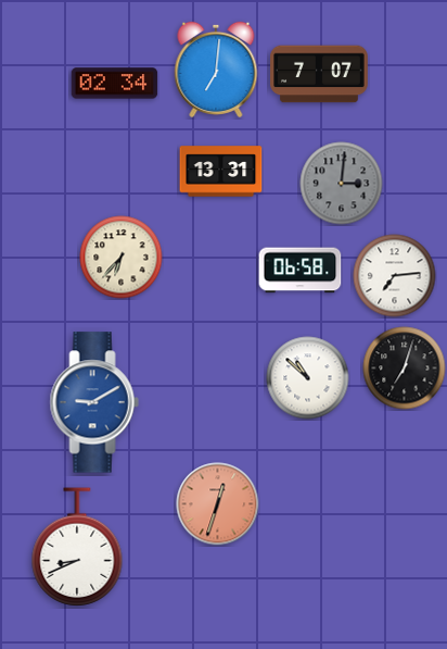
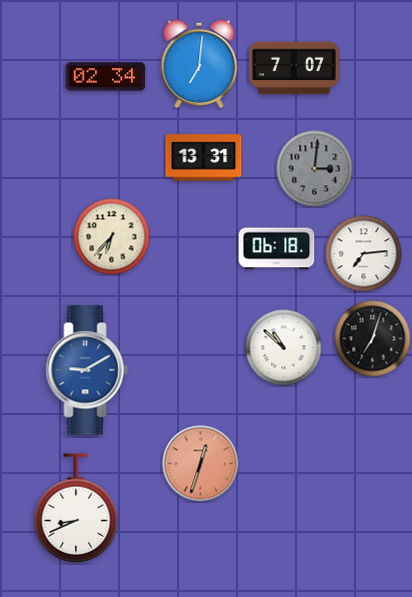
clock at (301, 271): 06:58 -> 06:18
clock at (77, 547) position: (77, 547) -> (76, 508)
